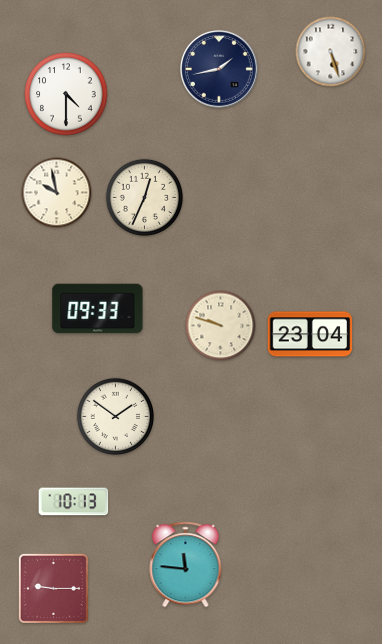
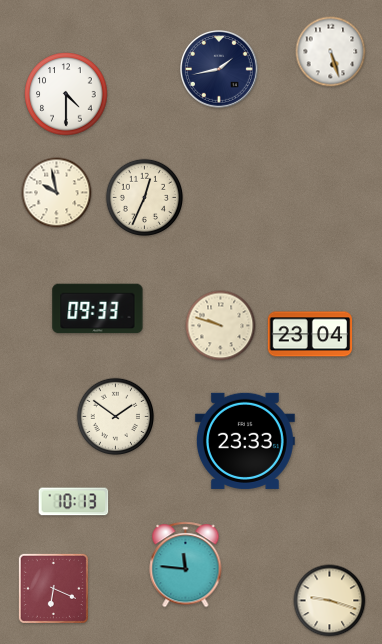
clock at (245, 441): none -> 23:33
clock at (53, 588): 9:15 -> 6:19
clock at (330, 601): none -> 9:18
